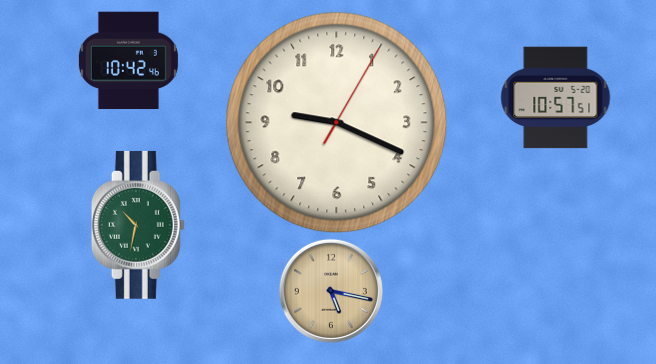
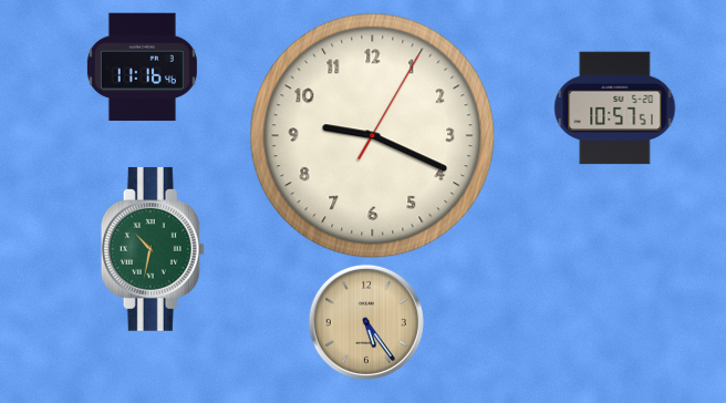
clock at (128, 61): 10:42 -> 11:16
clock at (331, 291): 5:17 -> 5:24
